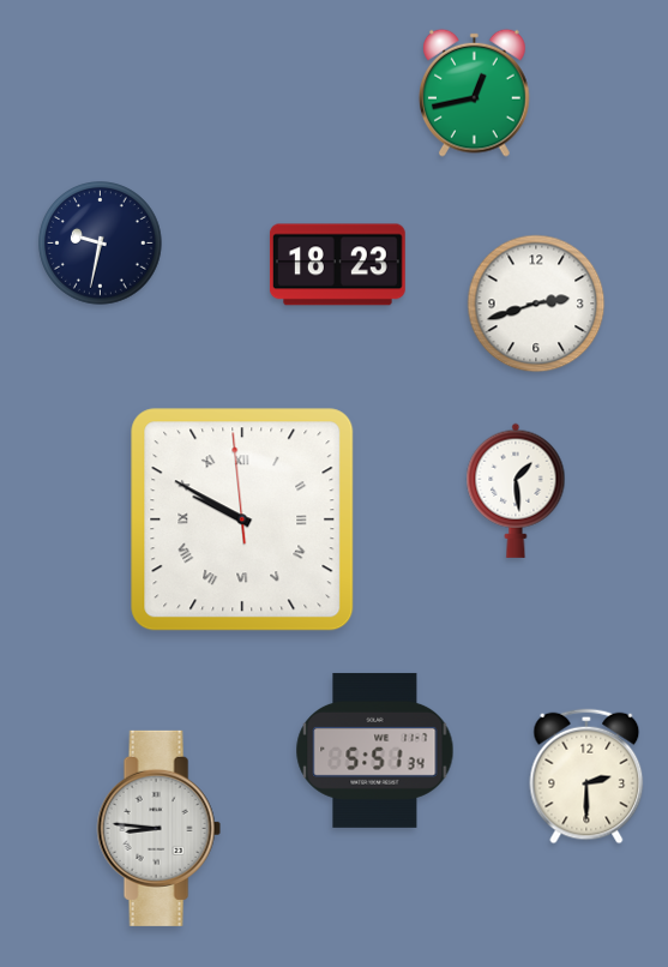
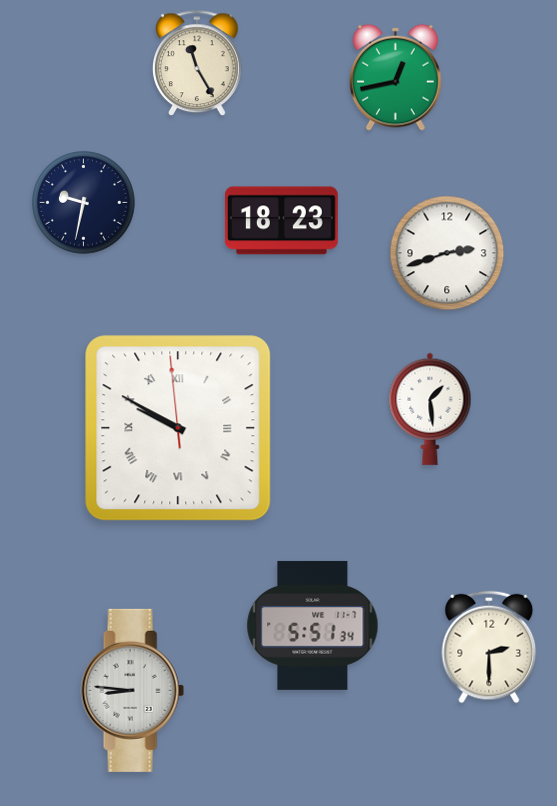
clock at (197, 64): none -> 11:25
clock at (242, 519) position: (242, 519) -> (178, 428)
